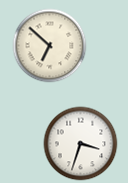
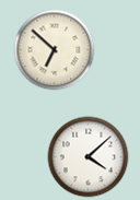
clock at (81, 144): 3:33 -> 4:08
